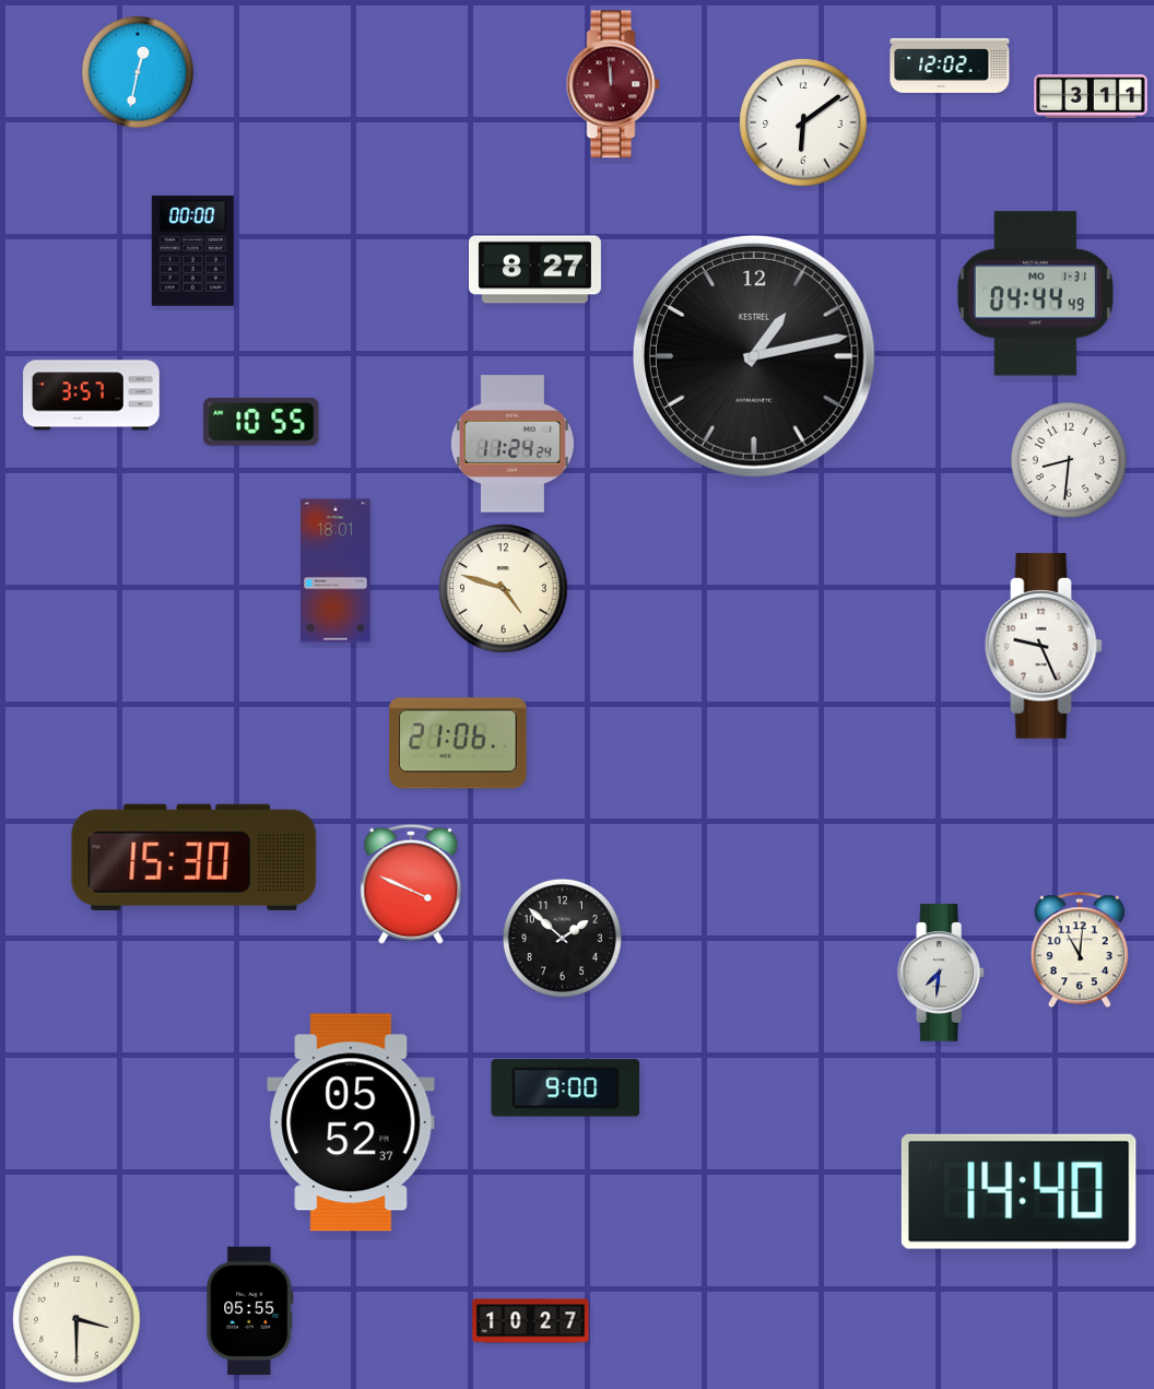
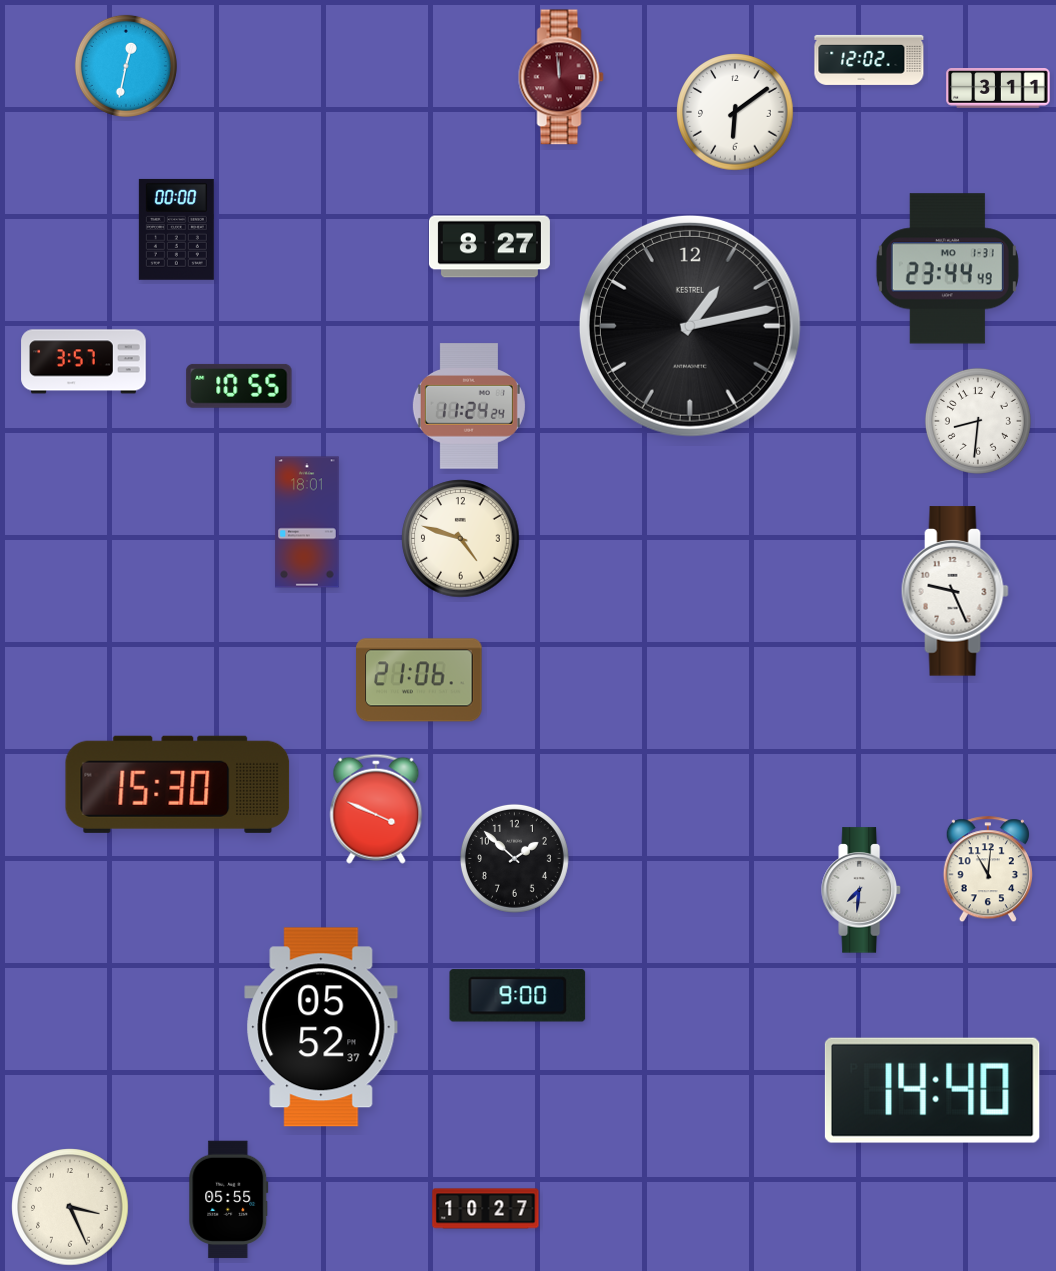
clock at (1035, 294): 04:44 -> 23:44
clock at (76, 1319): 3:30 -> 3:26
